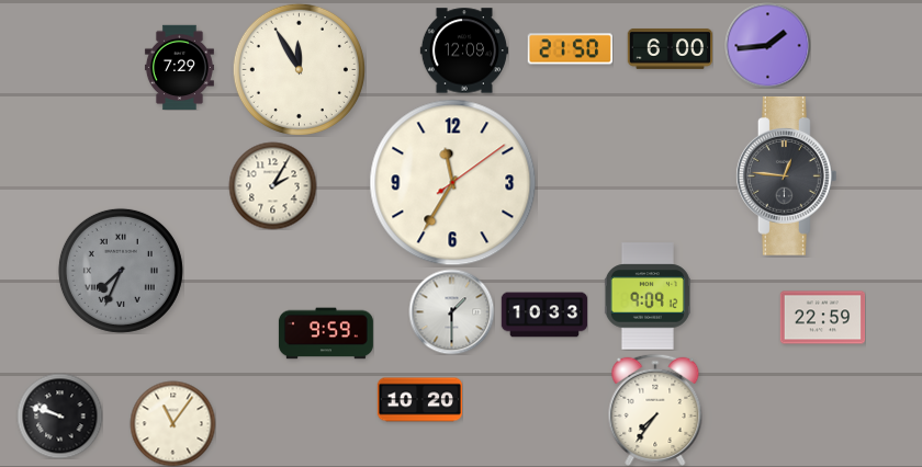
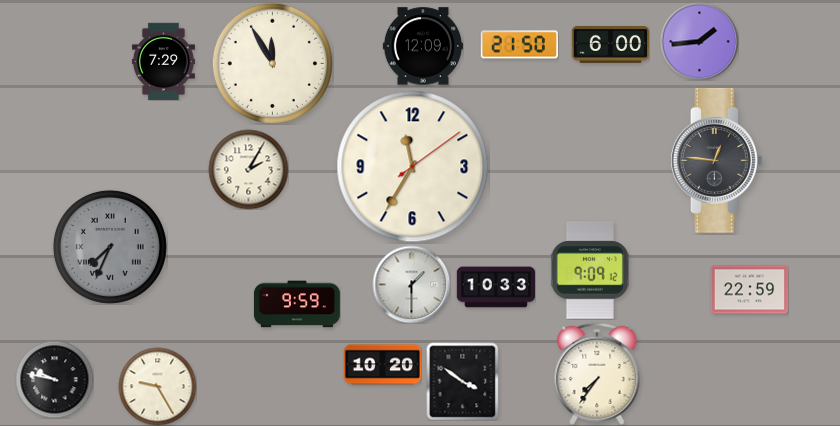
clock at (59, 415): 9:48 -> 9:47
clock at (463, 381): none -> 3:51
clock at (172, 423): 11:06 -> 9:25
